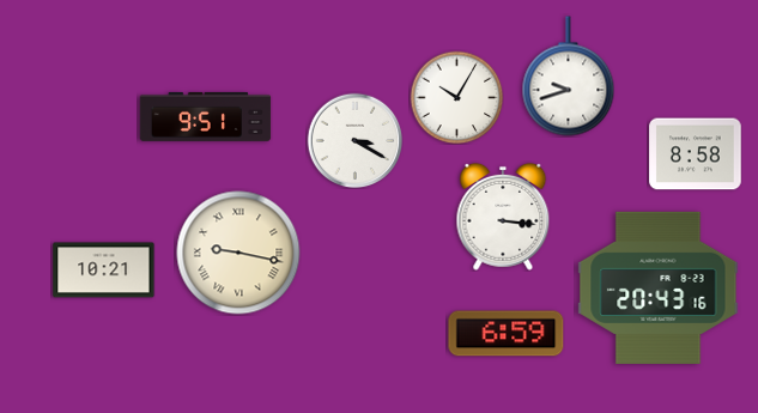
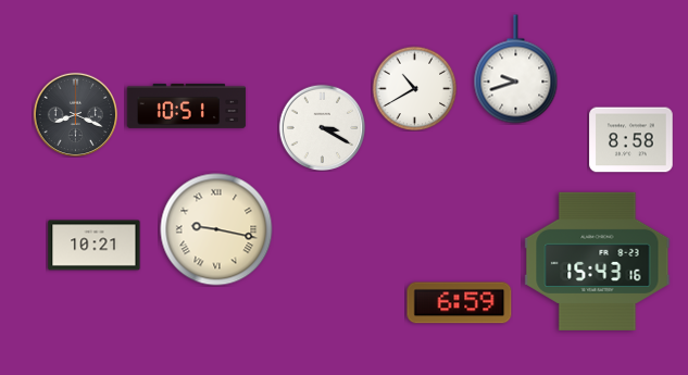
clock at (456, 97): 10:05 -> 10:40
clock at (206, 116): 9:51 -> 10:51
clock at (75, 114): none -> 8:19
clock at (503, 217): 3:16 -> none
clock at (659, 287): 20:43 -> 15:43
